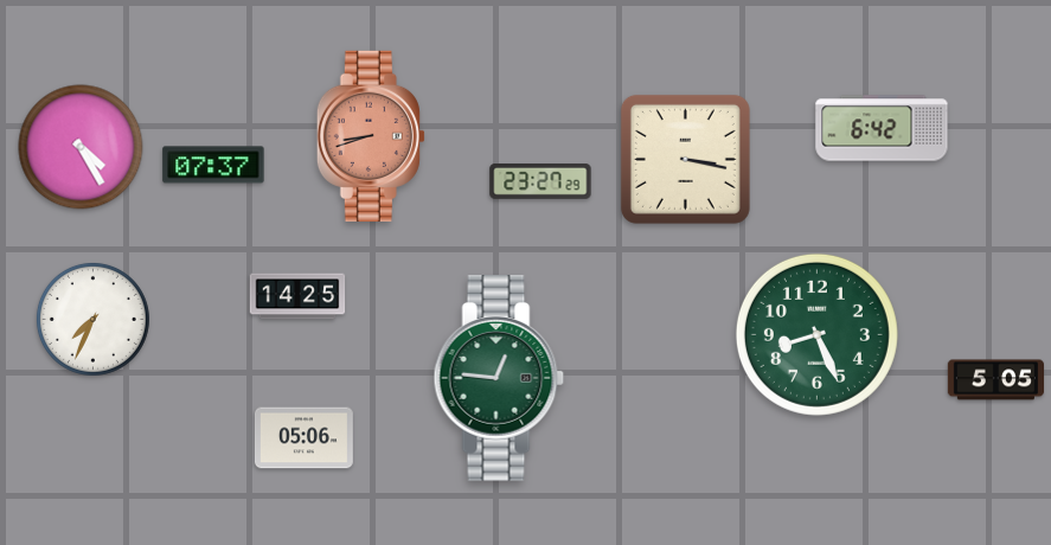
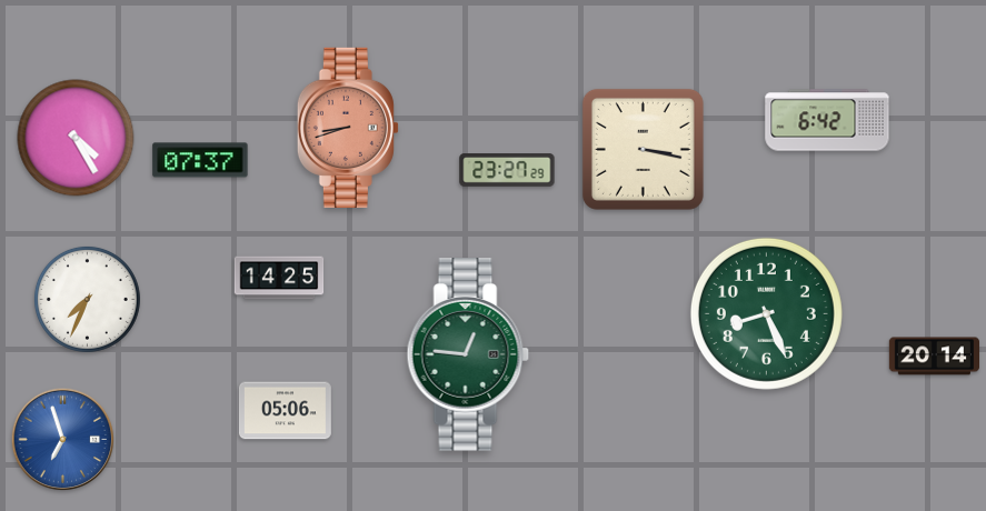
clock at (213, 165) position: (213, 165) -> (200, 160)
clock at (995, 380): 5:05 -> 20:14
clock at (63, 440): none -> 6:57
